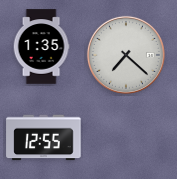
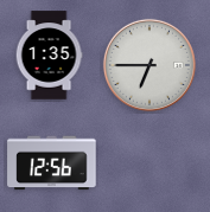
clock at (126, 55): 7:22 -> 6:45
clock at (44, 138): 12:55 -> 12:56
